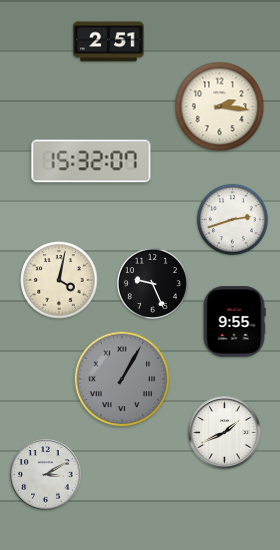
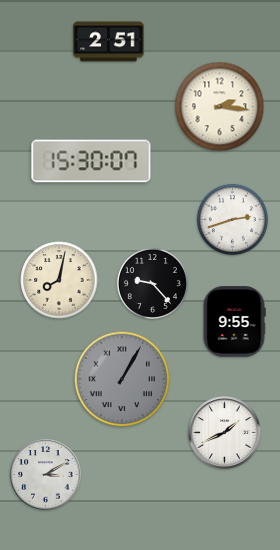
clock at (91, 161): 15:32 -> 15:30
clock at (59, 280): 4:02 -> 8:02
clock at (152, 283): 9:26 -> 9:23
